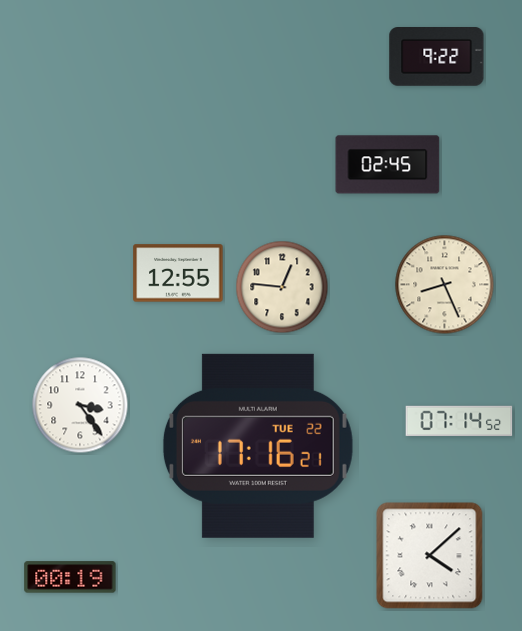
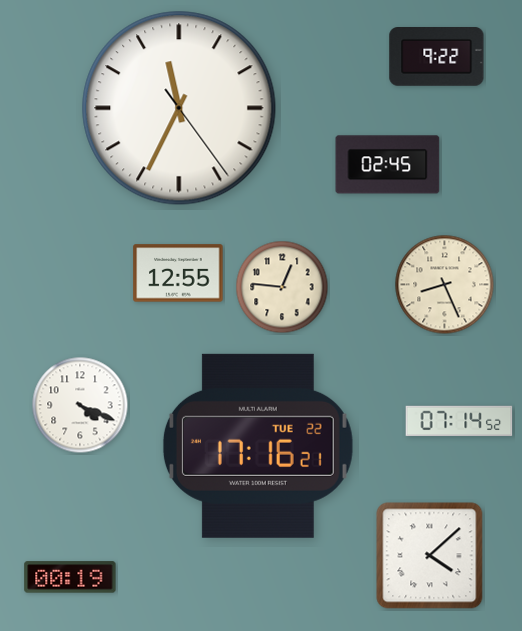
clock at (179, 108): none -> 11:34
clock at (80, 405): 3:24 -> 4:19
